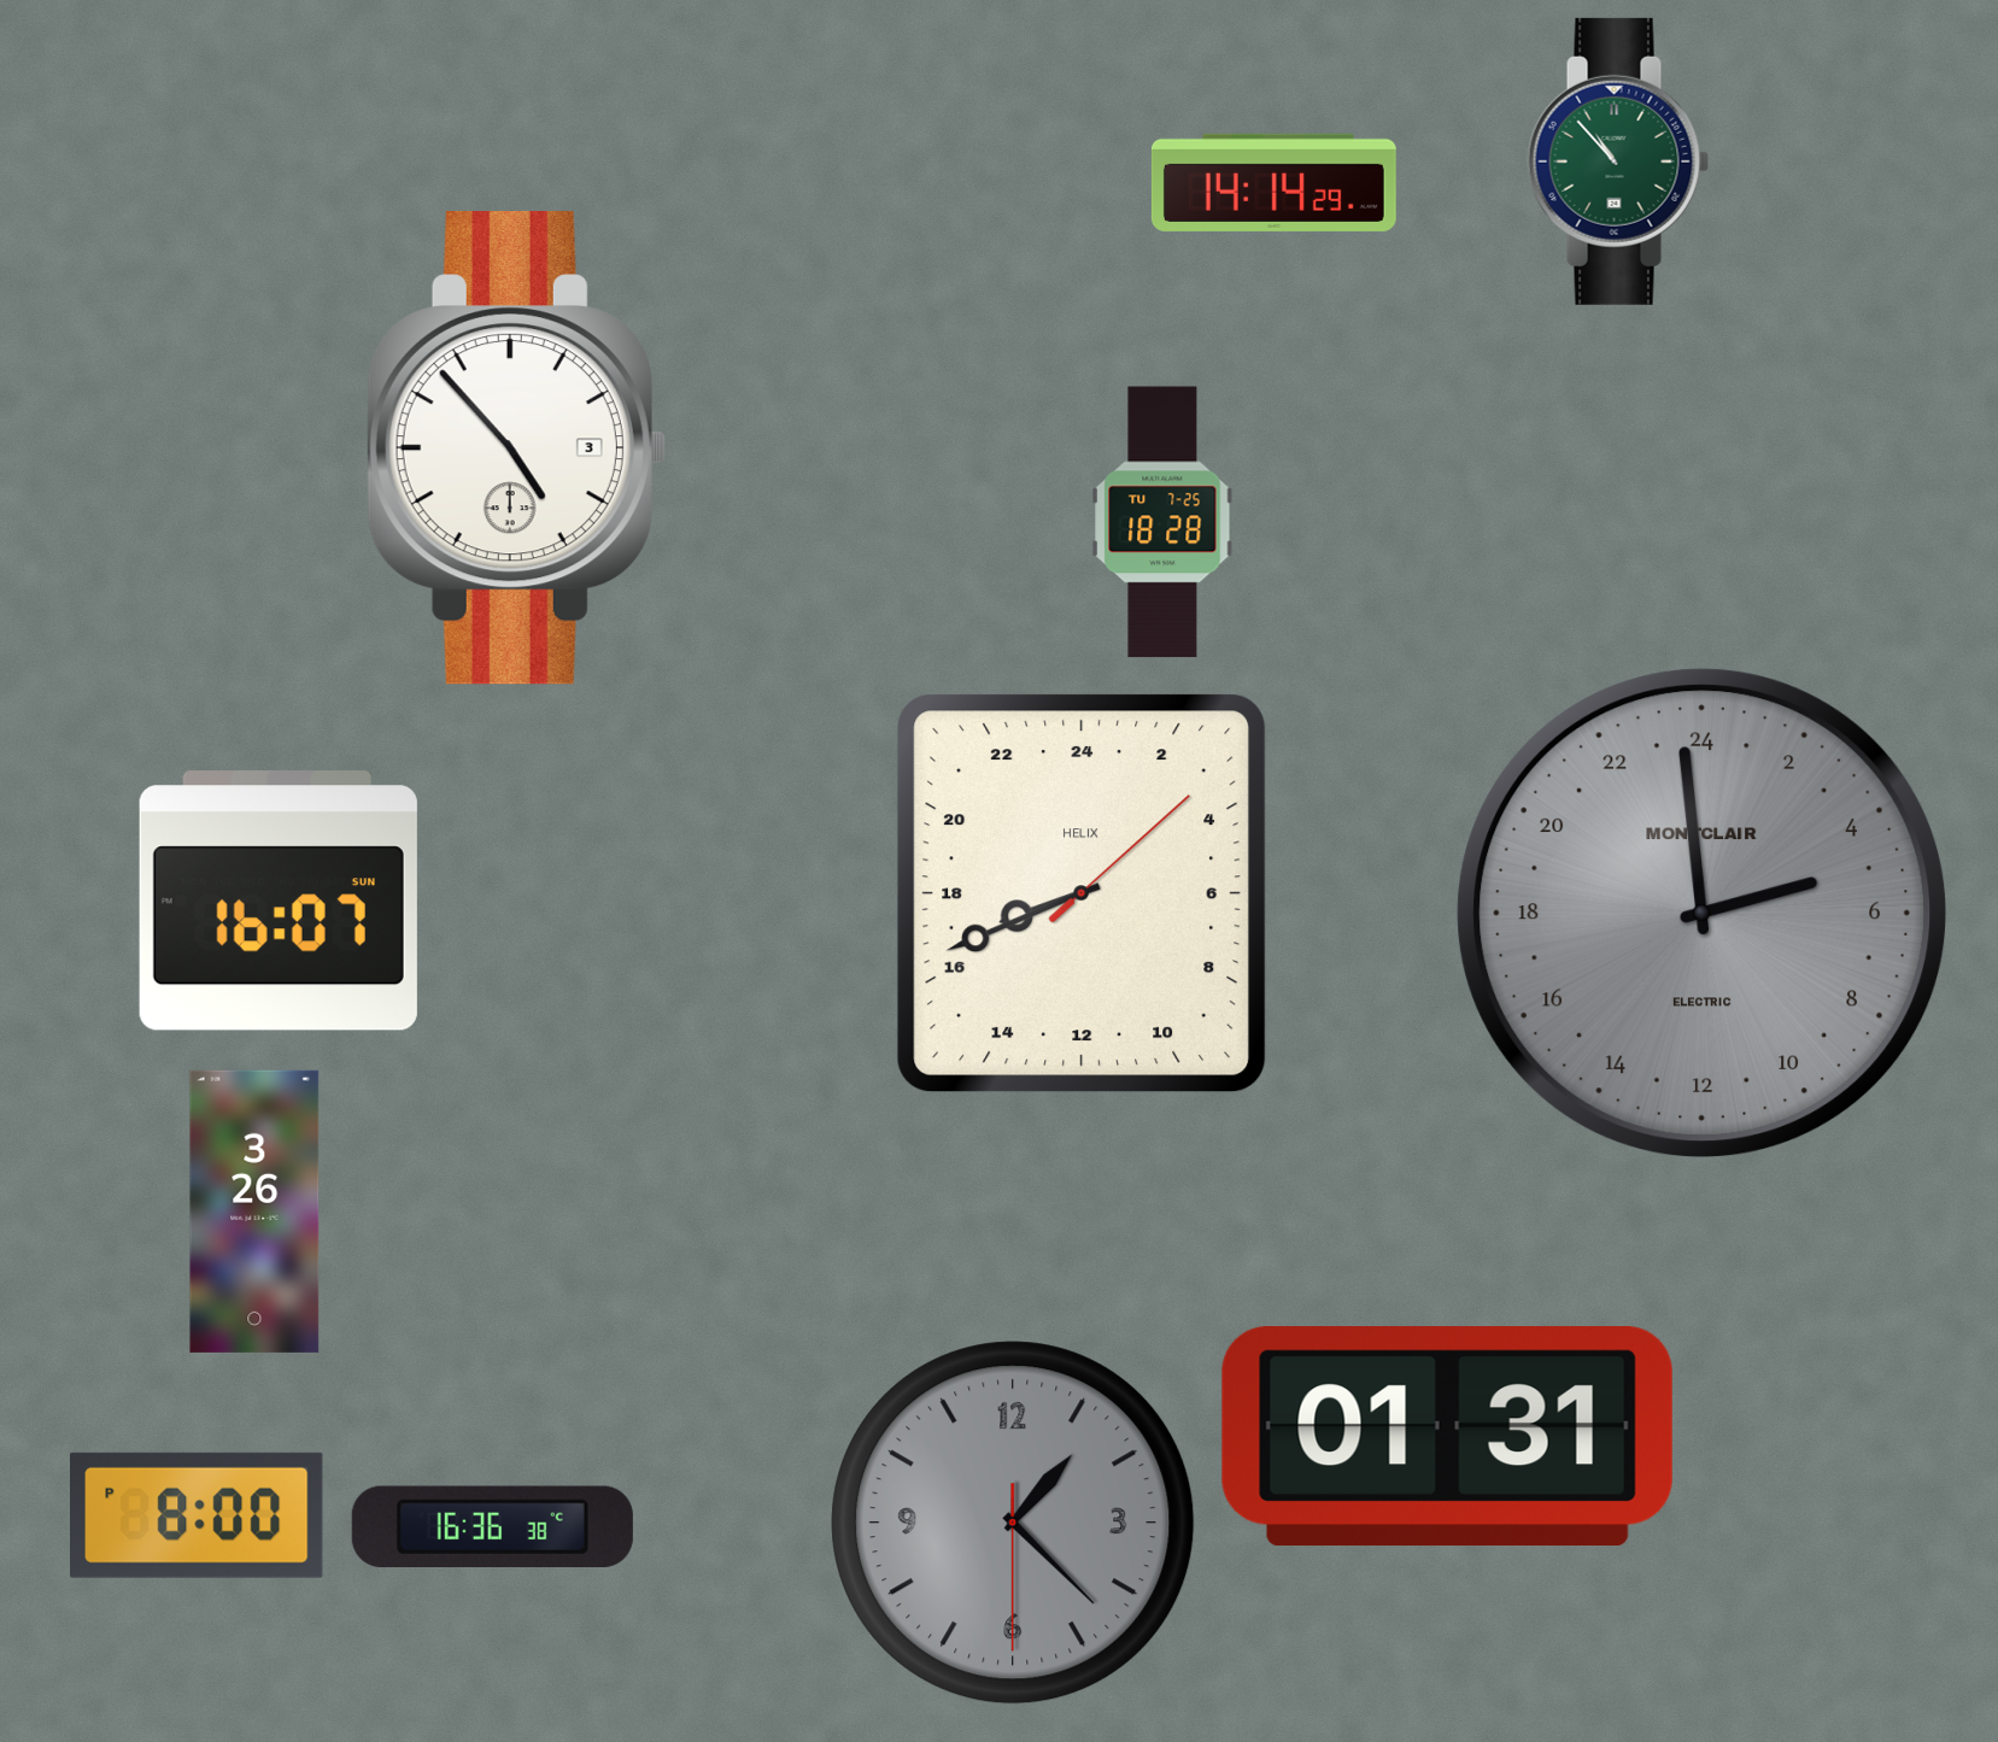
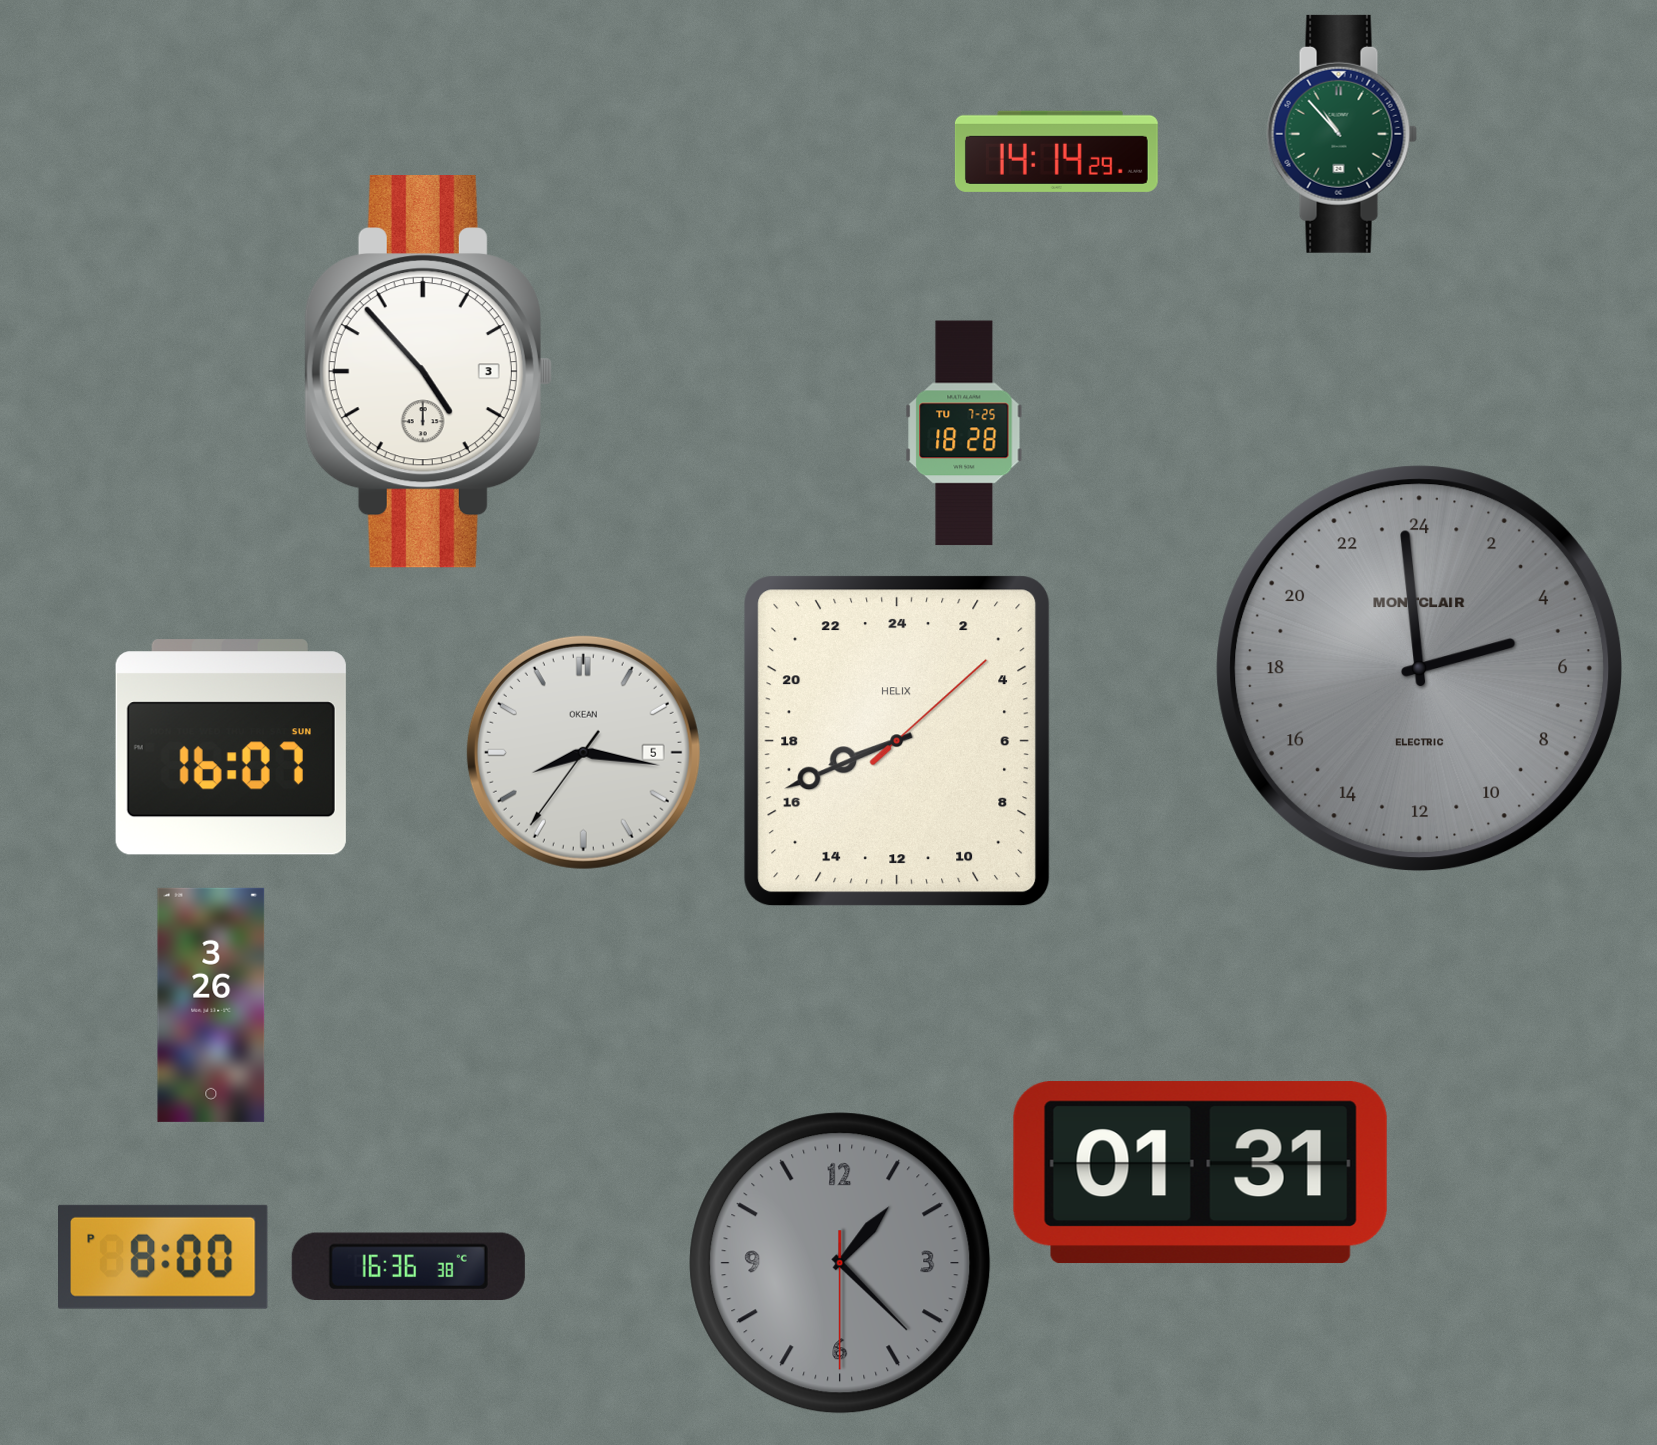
clock at (583, 752): none -> 8:16
clock at (1703, 914) position: (1703, 914) -> (1420, 669)
clock at (1447, 1437) position: (1447, 1437) -> (1200, 1173)
